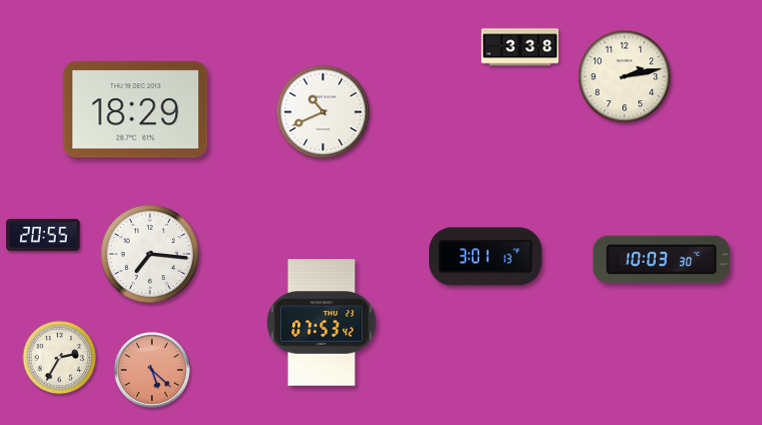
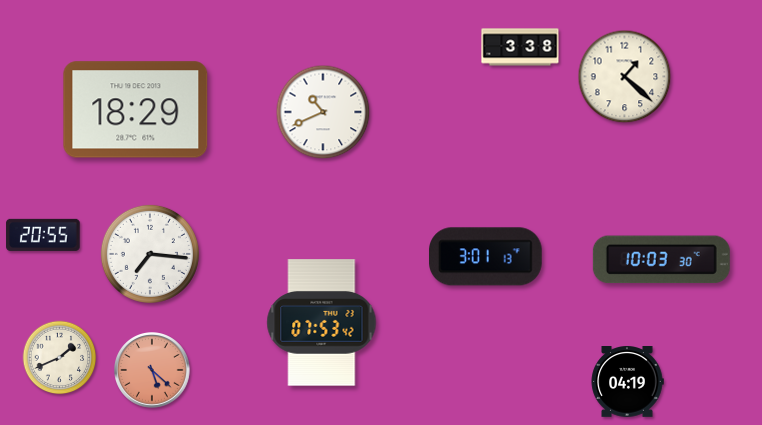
clock at (625, 77): 2:13 -> 1:22
clock at (60, 358): 2:35 -> 1:41
clock at (627, 382): none -> 04:19
